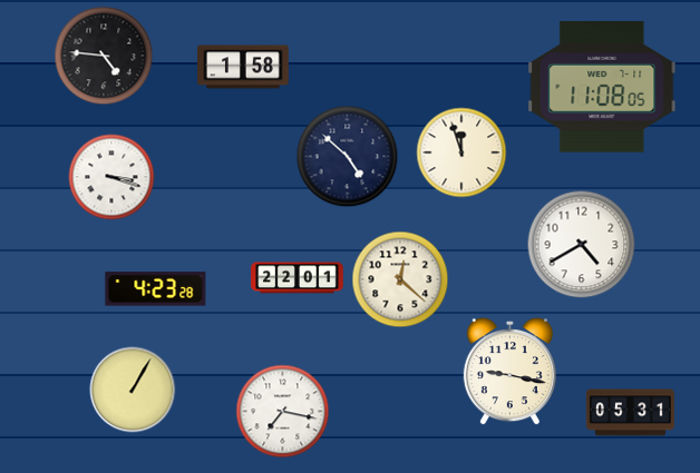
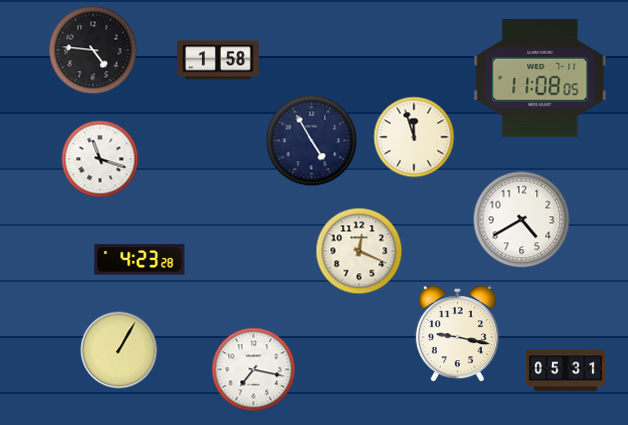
clock at (348, 157): 4:52 -> 4:55
clock at (111, 177): 3:18 -> 11:18
clock at (298, 278): 22:01 -> none
clock at (400, 279): 12:22 -> 12:19
